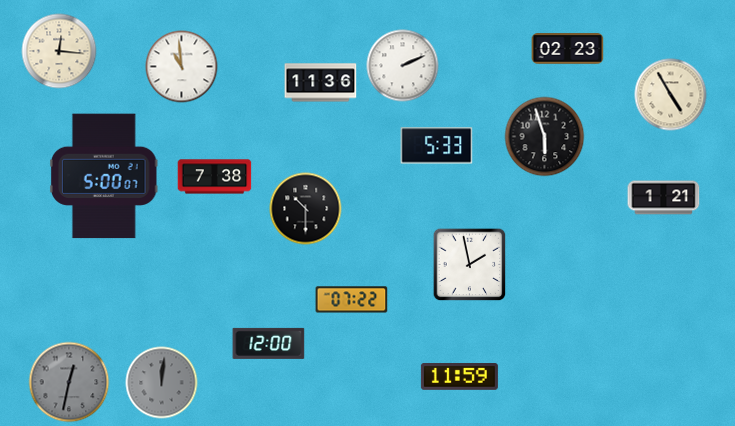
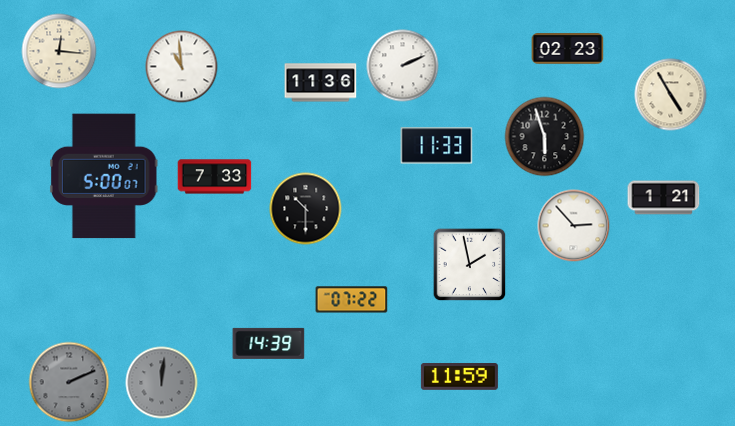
clock at (437, 146): 5:33 -> 11:33
clock at (215, 177): 7:38 -> 7:33
clock at (574, 226): none -> 2:53
clock at (269, 343): 12:00 -> 14:39
clock at (69, 382): 12:32 -> 2:11
